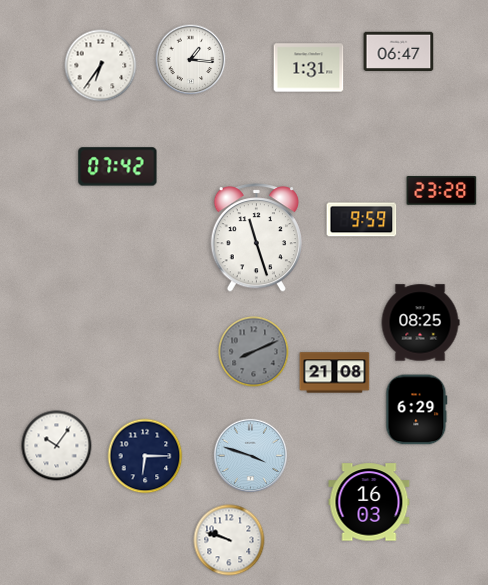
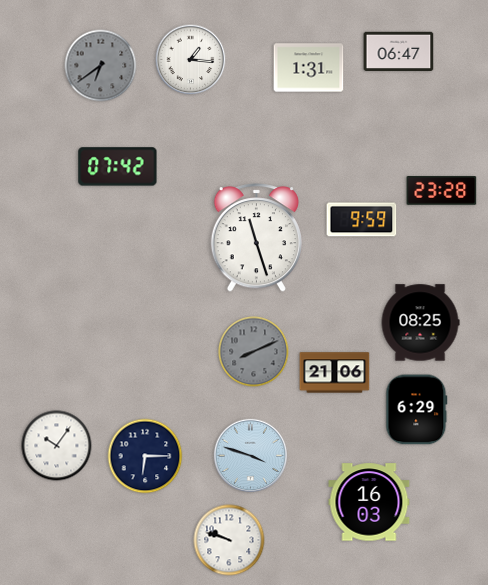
clock at (101, 66): 6:36 -> 6:39
clock at (101, 66) dial: white -> grey
clock at (335, 373): 21:08 -> 21:06
